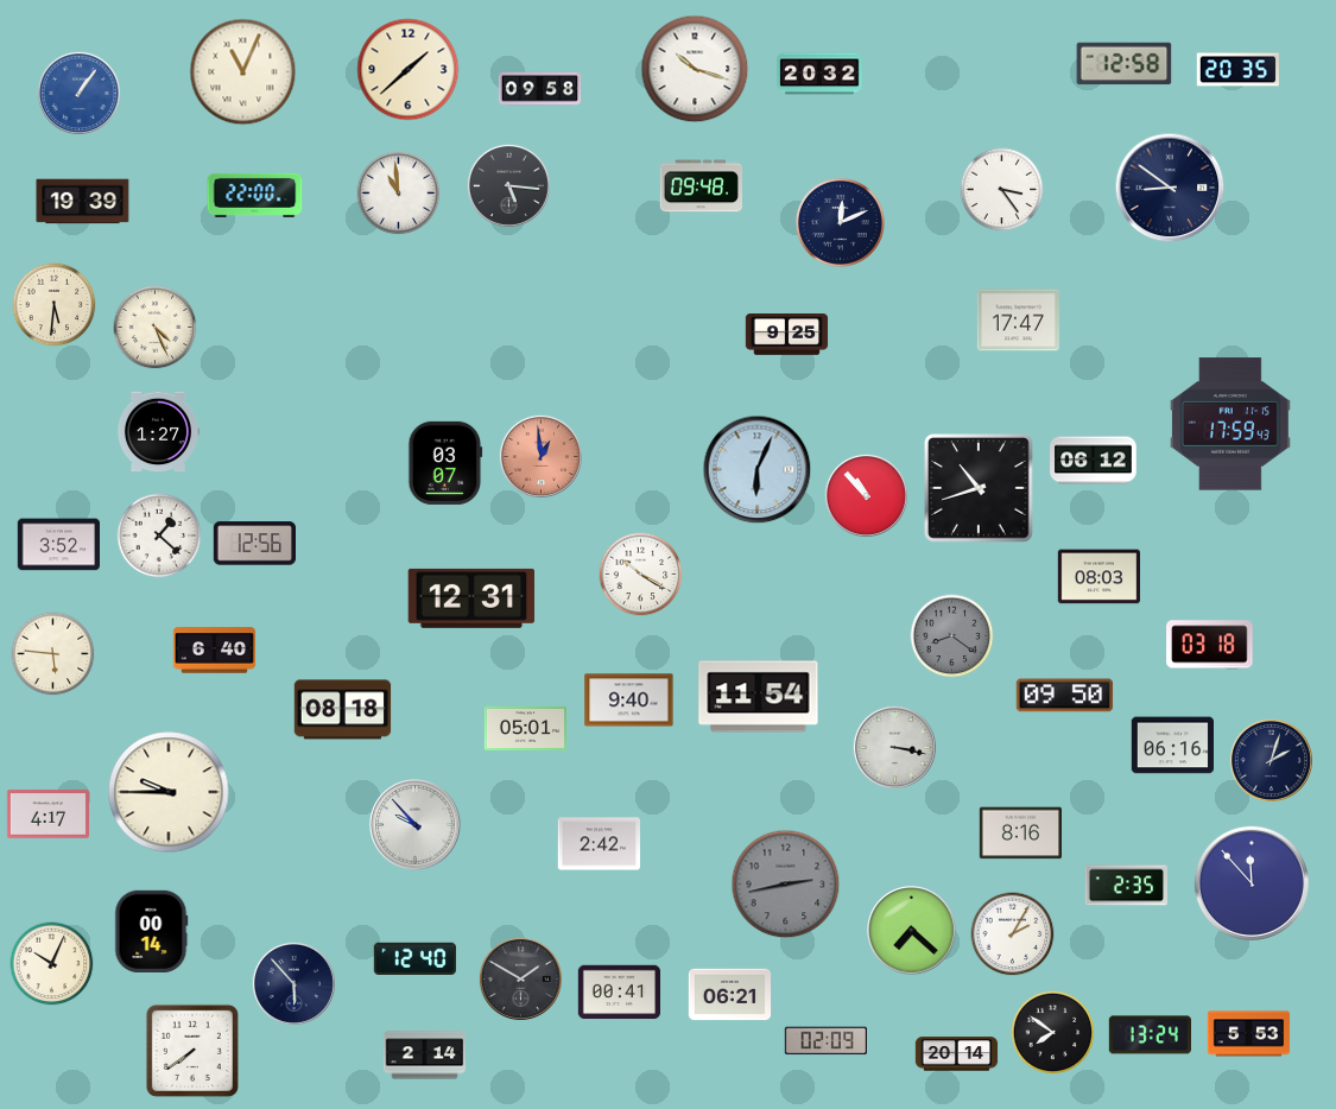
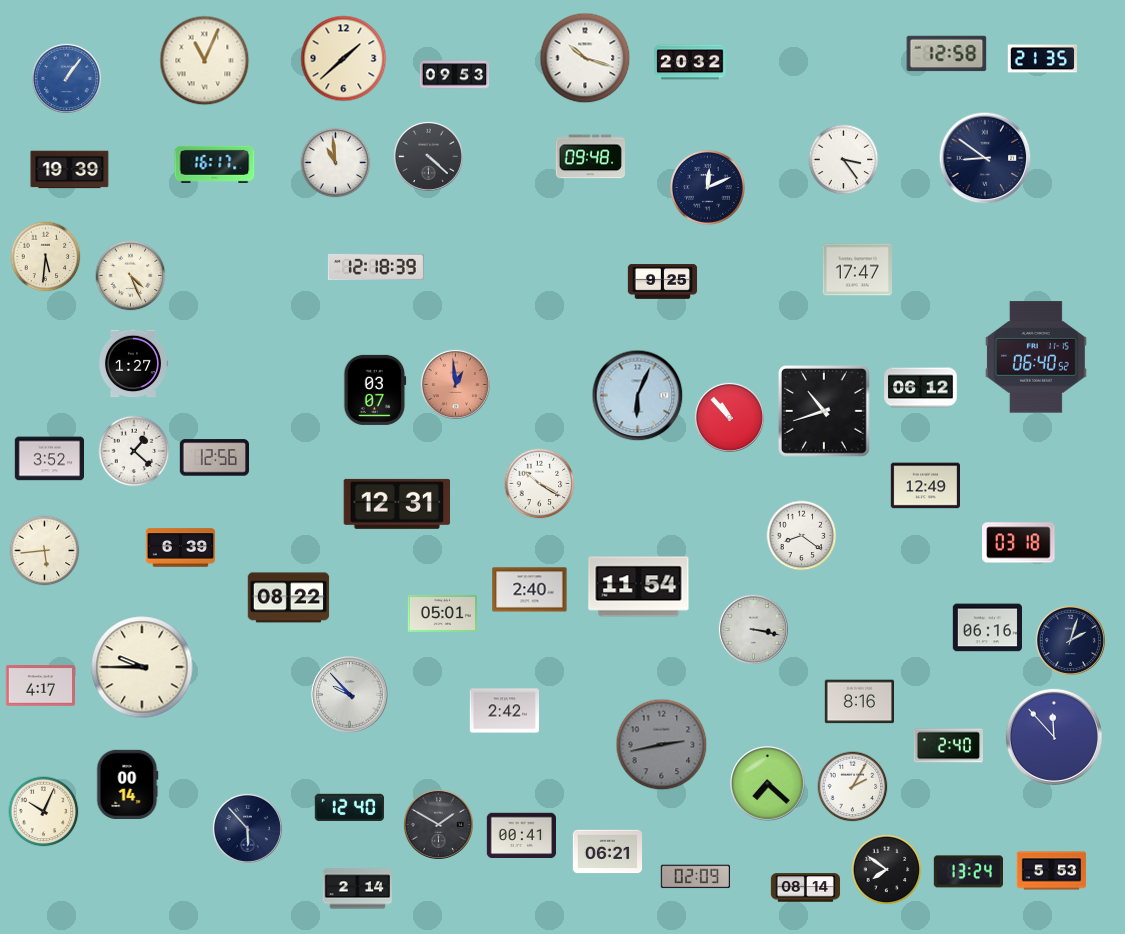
clock at (1237, 70): 20:35 -> 21:35
clock at (540, 89): 09:58 -> 09:53
clock at (508, 185): 5:16 -> 4:22
clock at (255, 195): 22:00 -> 16:17
clock at (376, 267): none -> 12:18
clock at (1230, 424): 17:59 -> 06:40
clock at (1098, 577): 08:03 -> 12:49
clock at (952, 636) dial: grey -> white
clock at (215, 651): 6:40 -> 6:39
clock at (53, 654): 5:46 -> 5:44
clock at (1065, 696): 09:50 -> none
clock at (629, 701): 9:40 -> 2:40
clock at (343, 710): 08:18 -> 08:22
clock at (1252, 883) position: (1252, 883) -> (1054, 737)
clock at (1126, 886): 2:35 -> 2:40
clock at (730, 995) position: (730, 995) -> (608, 852)
clock at (192, 1051): 7:39 -> none
clock at (957, 1054): 20:14 -> 08:14
